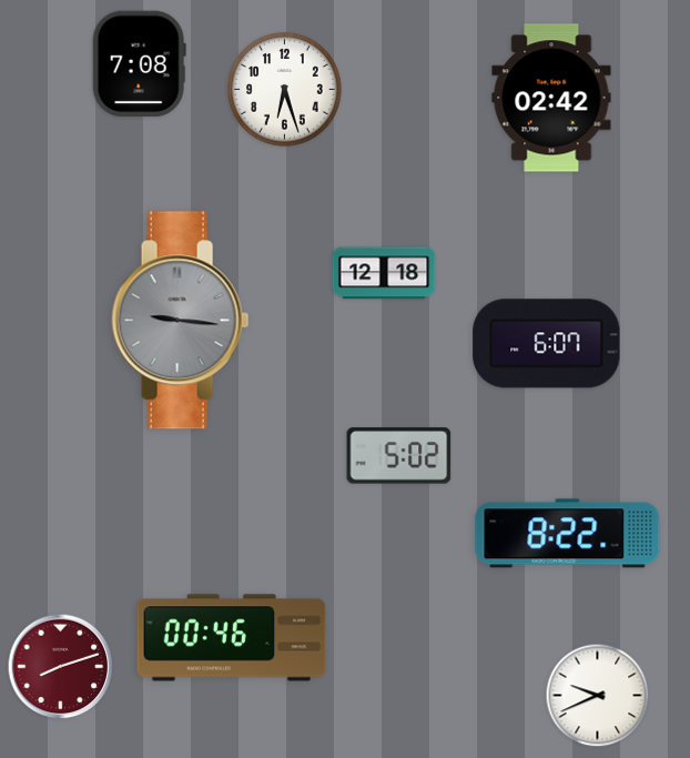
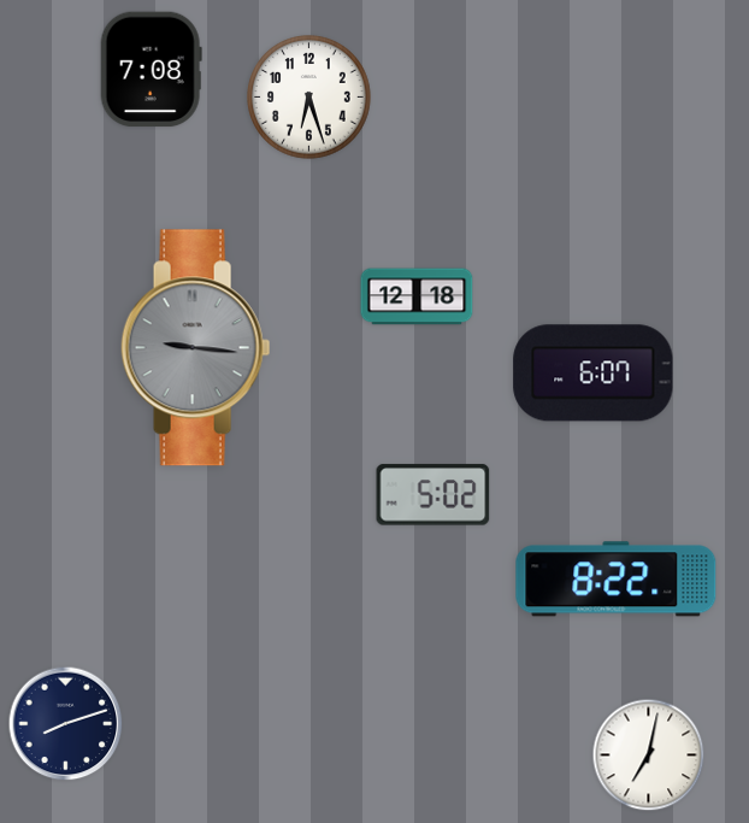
clock at (551, 98): 02:42 -> none
clock at (232, 638): 00:46 -> none
clock at (61, 667) dial: burgundy -> navy
clock at (598, 696): 9:41 -> 7:02
